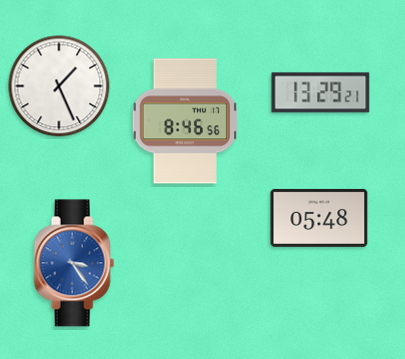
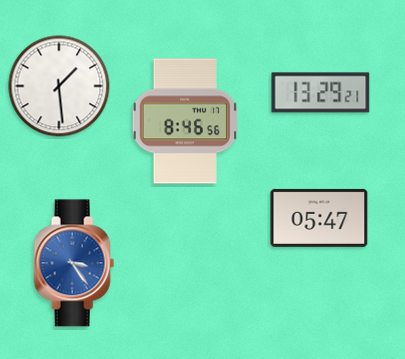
clock at (59, 86): 1:26 -> 1:29
clock at (319, 218): 05:48 -> 05:47
